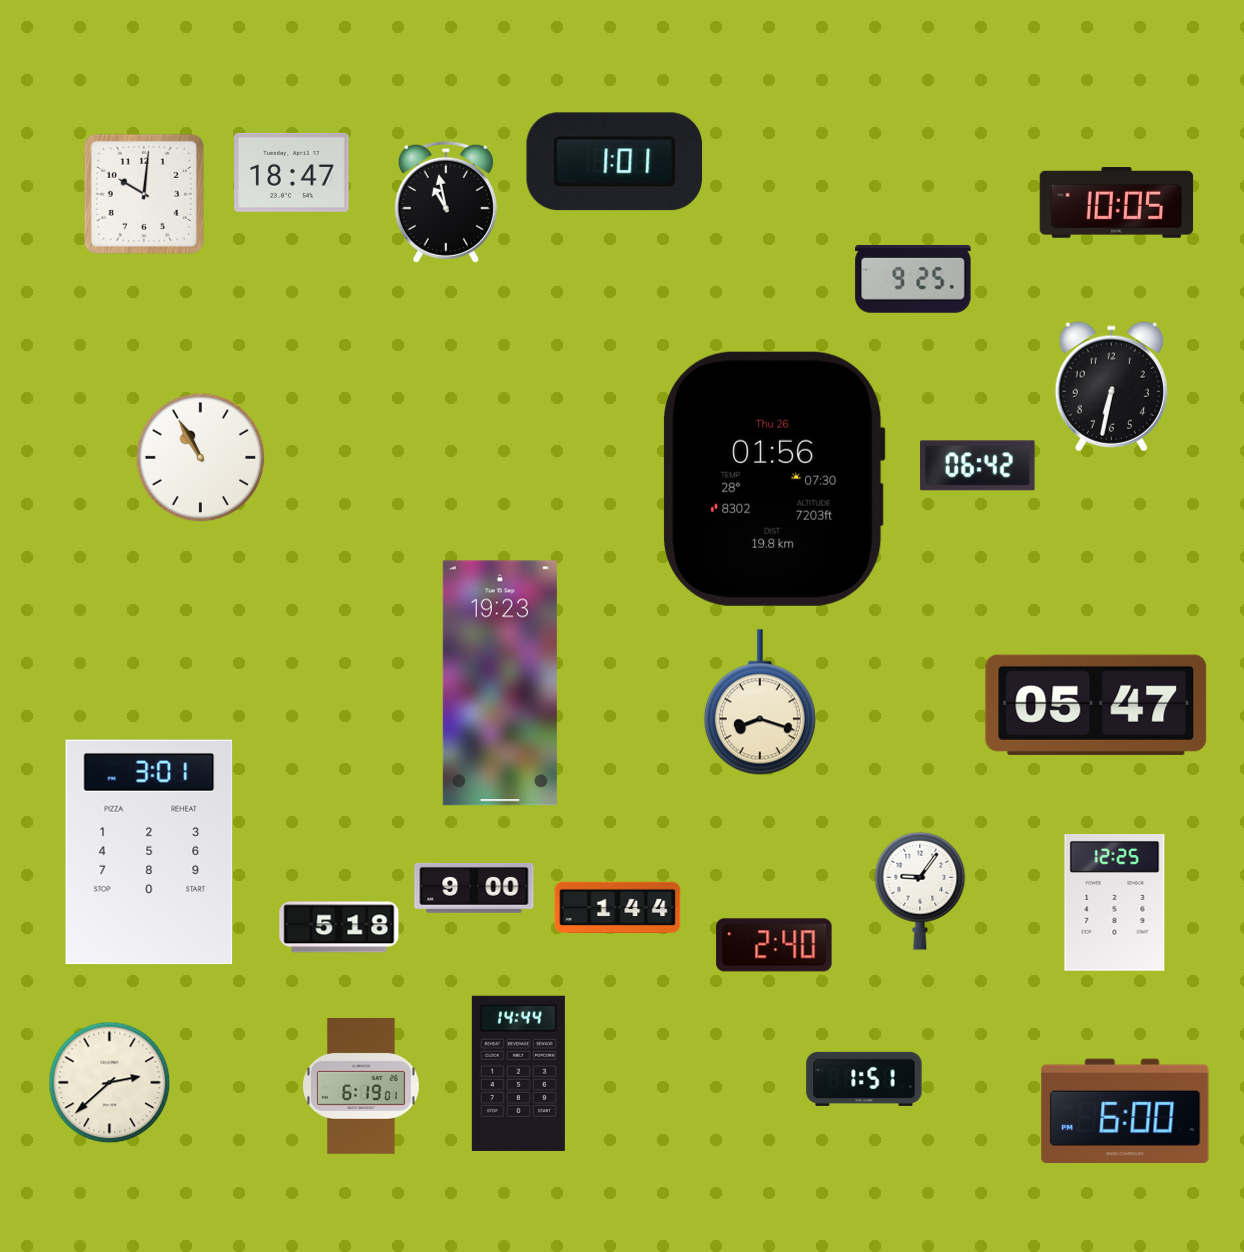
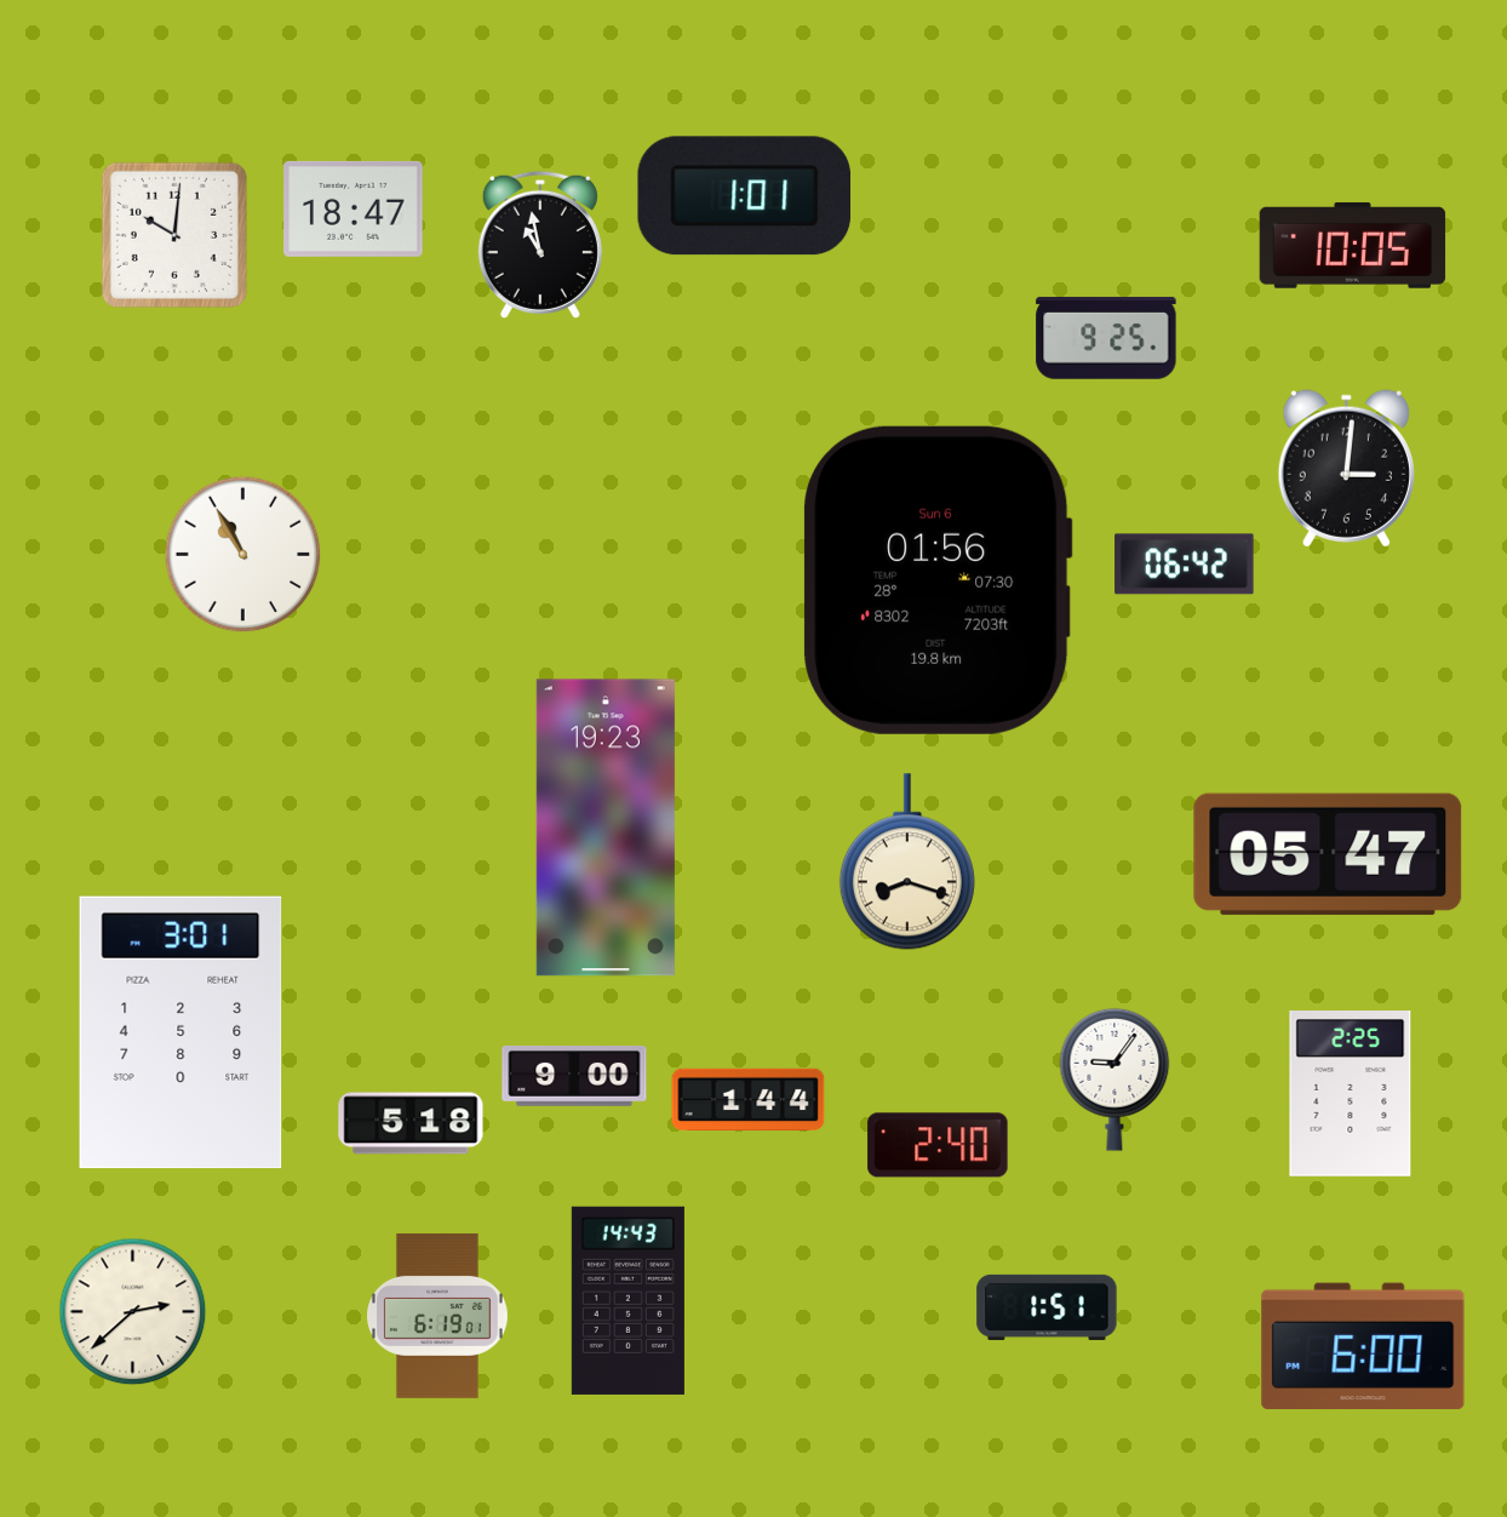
clock at (1111, 387): 6:32 -> 3:01
clock at (774, 479) date: Thu 26 -> Sun 6
clock at (760, 702) position: (760, 702) -> (907, 861)
clock at (1115, 903): 12:25 -> 2:25
clock at (518, 1073): 14:44 -> 14:43
